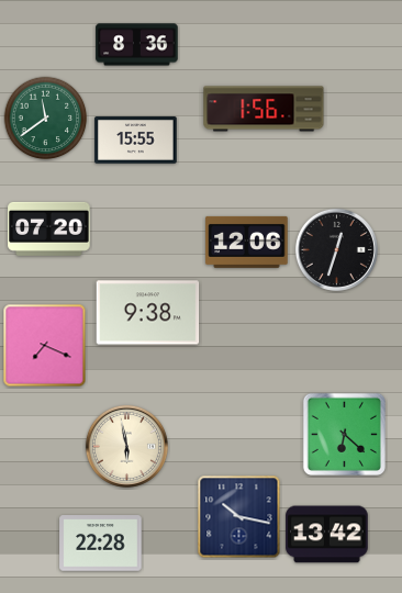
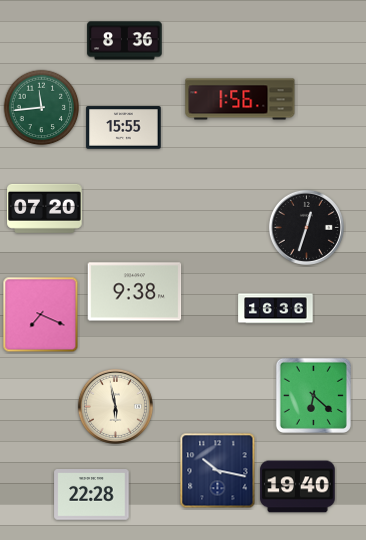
clock at (46, 119): 11:39 -> 11:44
clock at (247, 242): 12:06 -> none
clock at (148, 313) position: (148, 313) -> (135, 292)
clock at (276, 309): none -> 16:36
clock at (327, 535): 13:42 -> 19:40
